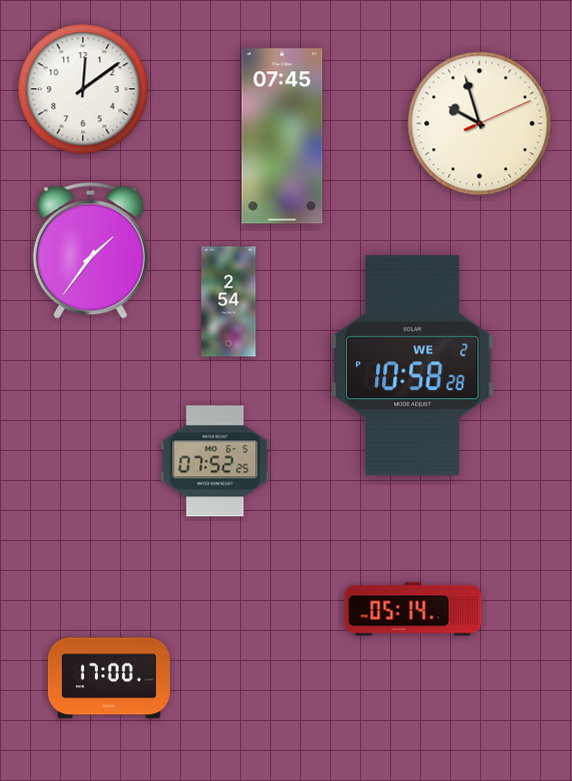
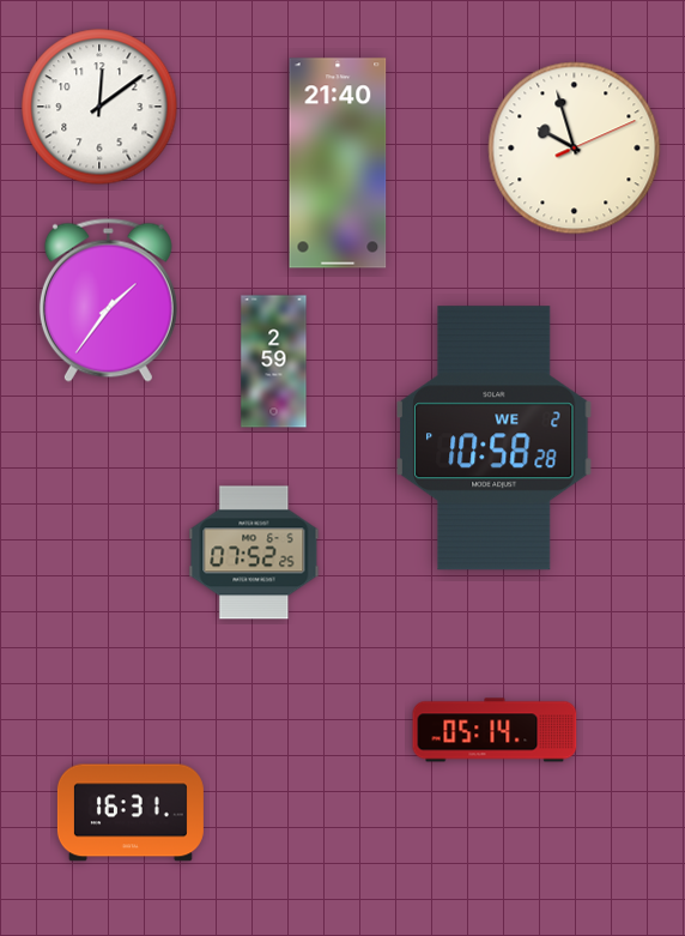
clock at (282, 136): 07:45 -> 21:40
clock at (229, 302): 2:54 -> 2:59
clock at (215, 461) position: (215, 461) -> (254, 552)
clock at (109, 678): 17:00 -> 16:31
